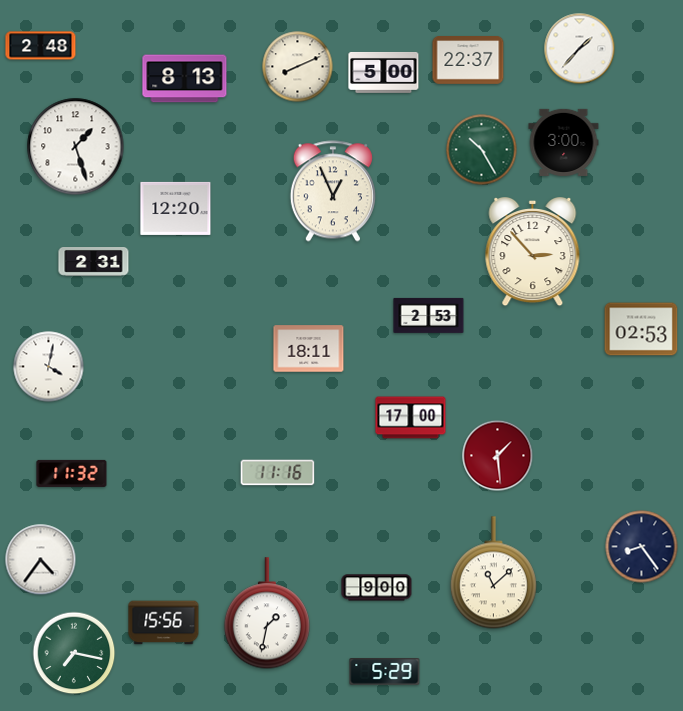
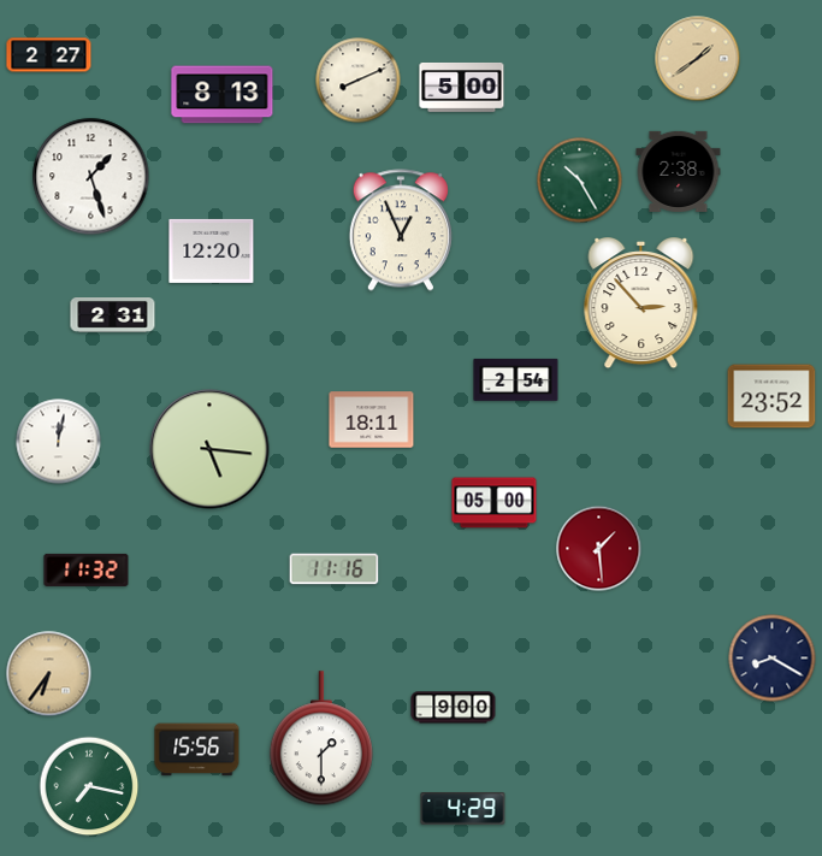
clock at (41, 46): 2:48 -> 2:27
clock at (580, 49): 1:37 -> 1:39
clock at (580, 49) dial: white -> champagne
clock at (468, 61): 22:37 -> none
clock at (564, 142): 3:00 -> 2:38
clock at (429, 315): 2:53 -> 2:54
clock at (641, 329): 02:53 -> 23:52
clock at (49, 367): 4:02 -> 12:02
clock at (209, 449): none -> 5:16
clock at (411, 418): 17:00 -> 05:00
clock at (642, 547): 8:24 -> 8:20
clock at (41, 560): 4:36 -> 6:36
clock at (41, 560) dial: white -> champagne
clock at (493, 573): 11:08 -> none
clock at (267, 614): 1:32 -> 1:30
clock at (385, 672): 5:29 -> 4:29
